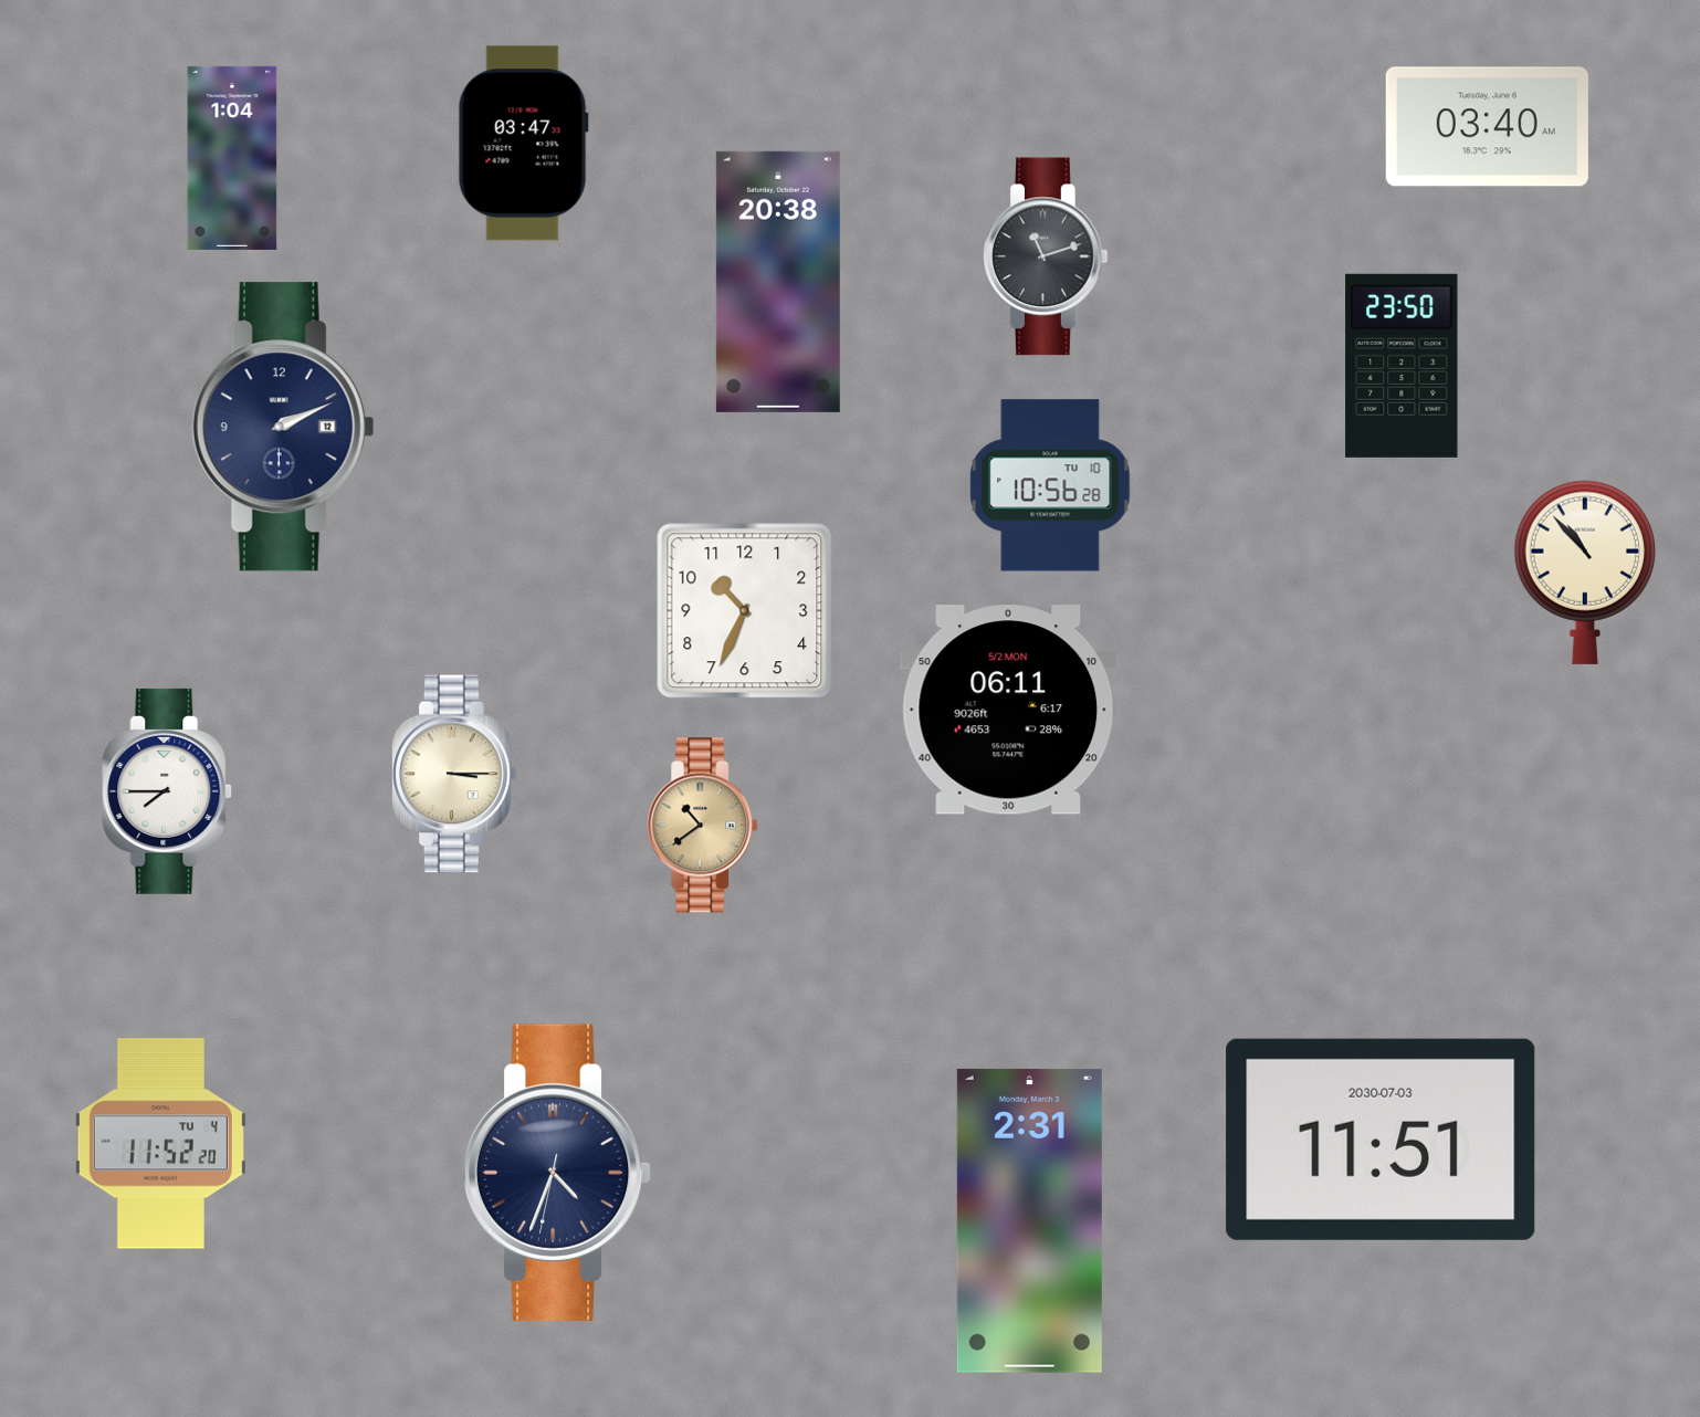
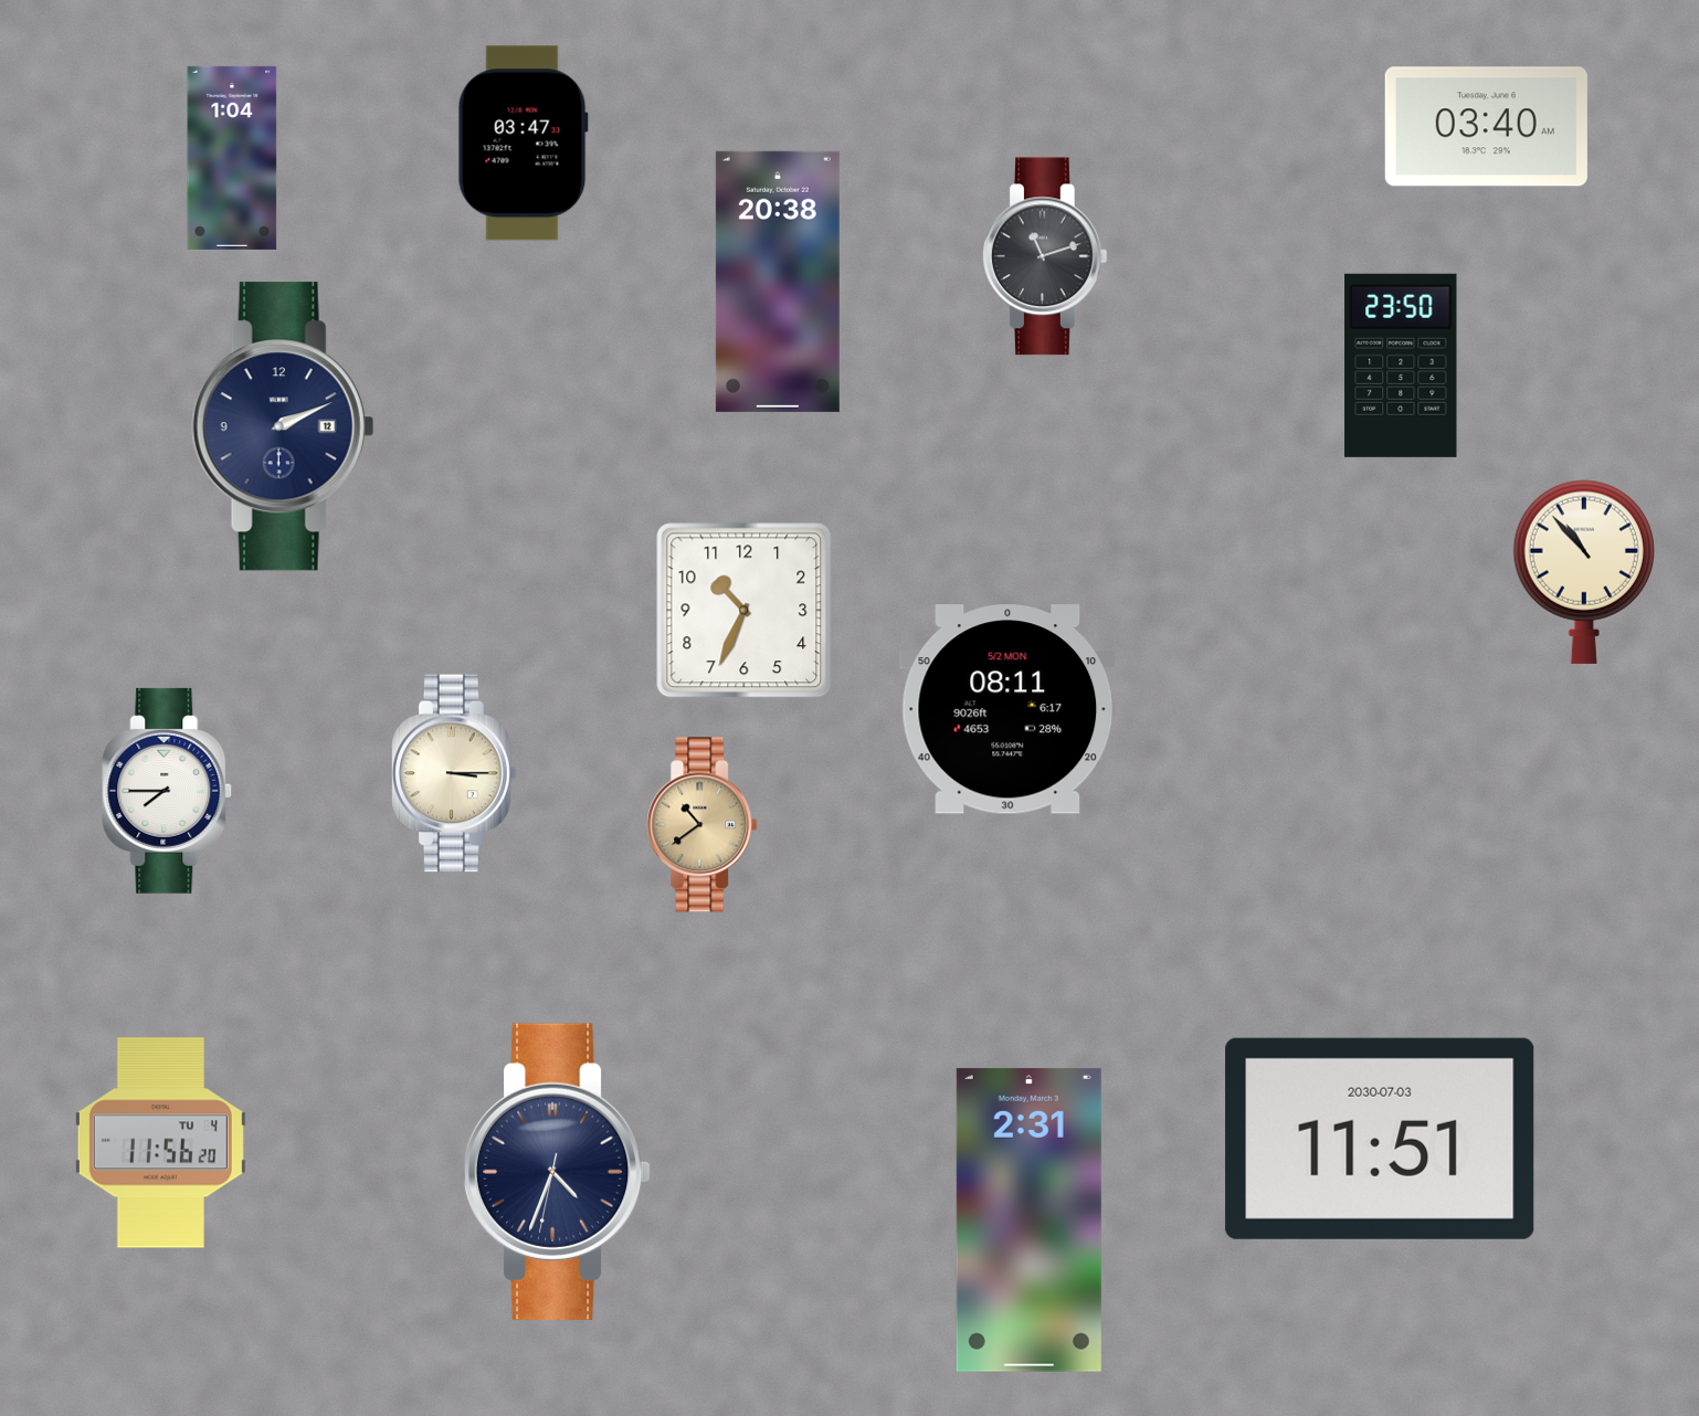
clock at (1050, 485): 10:56 -> none
clock at (1008, 710): 06:11 -> 08:11
clock at (160, 1144): 11:52 -> 11:56
